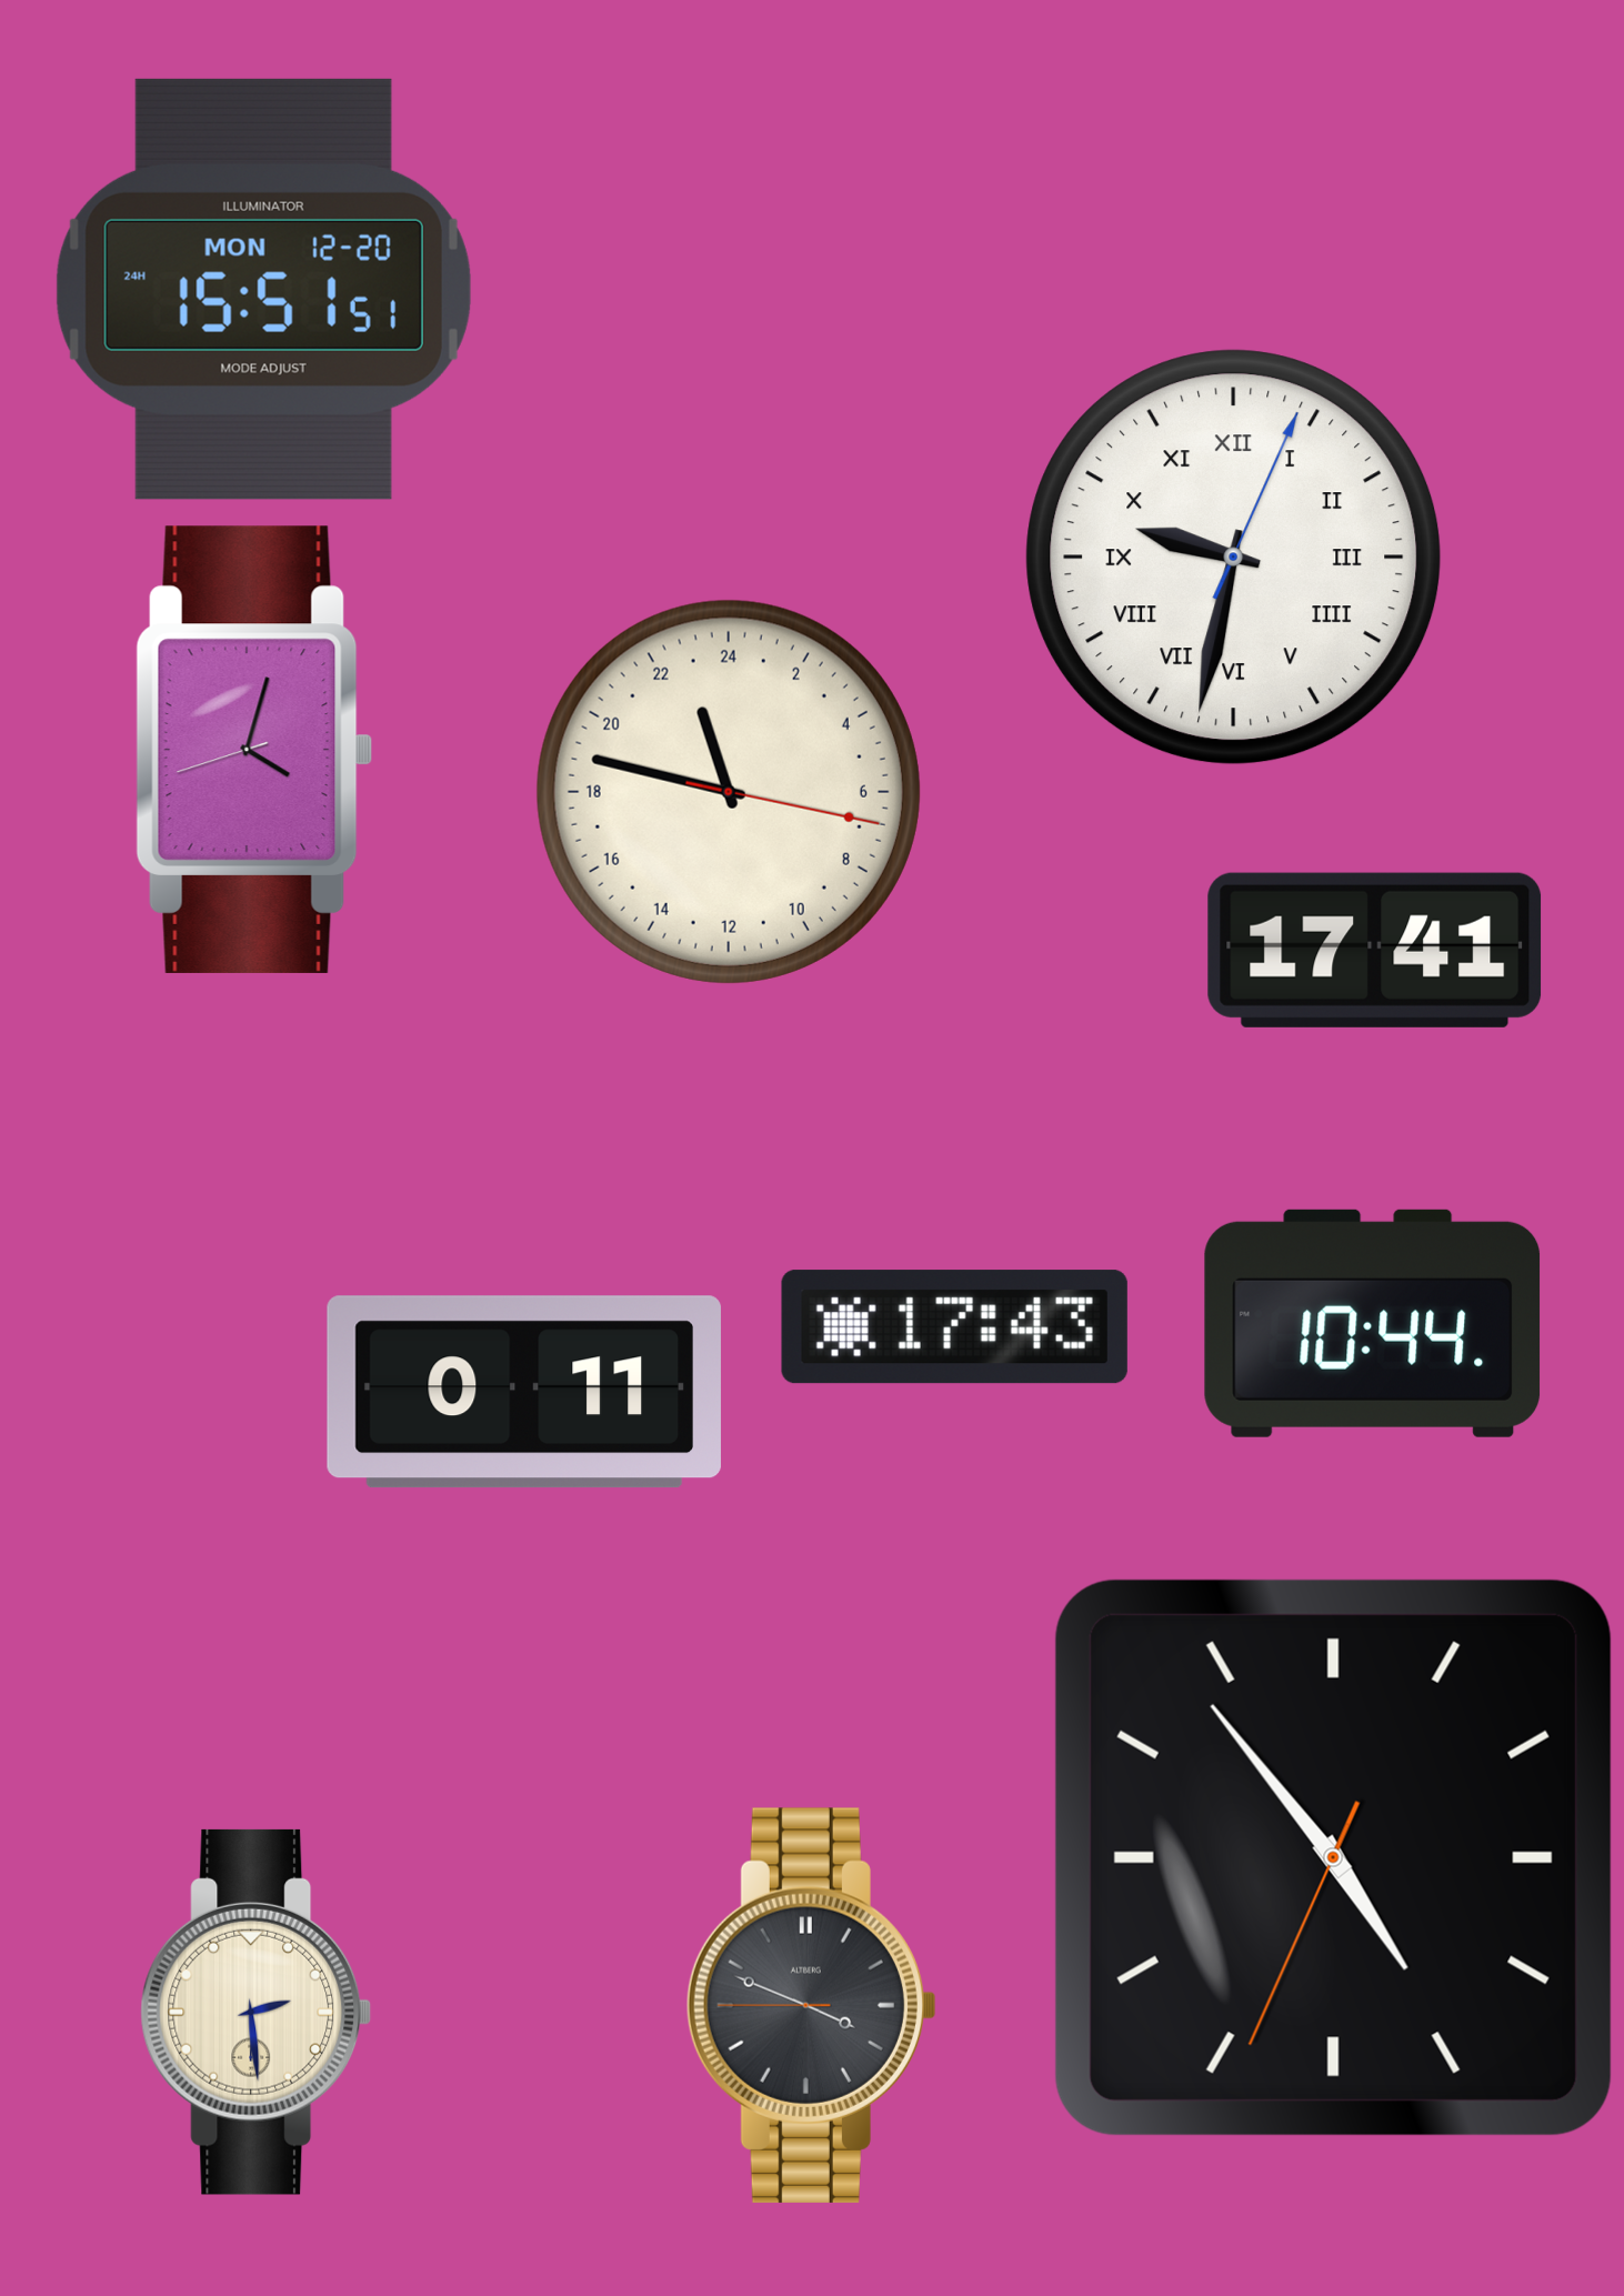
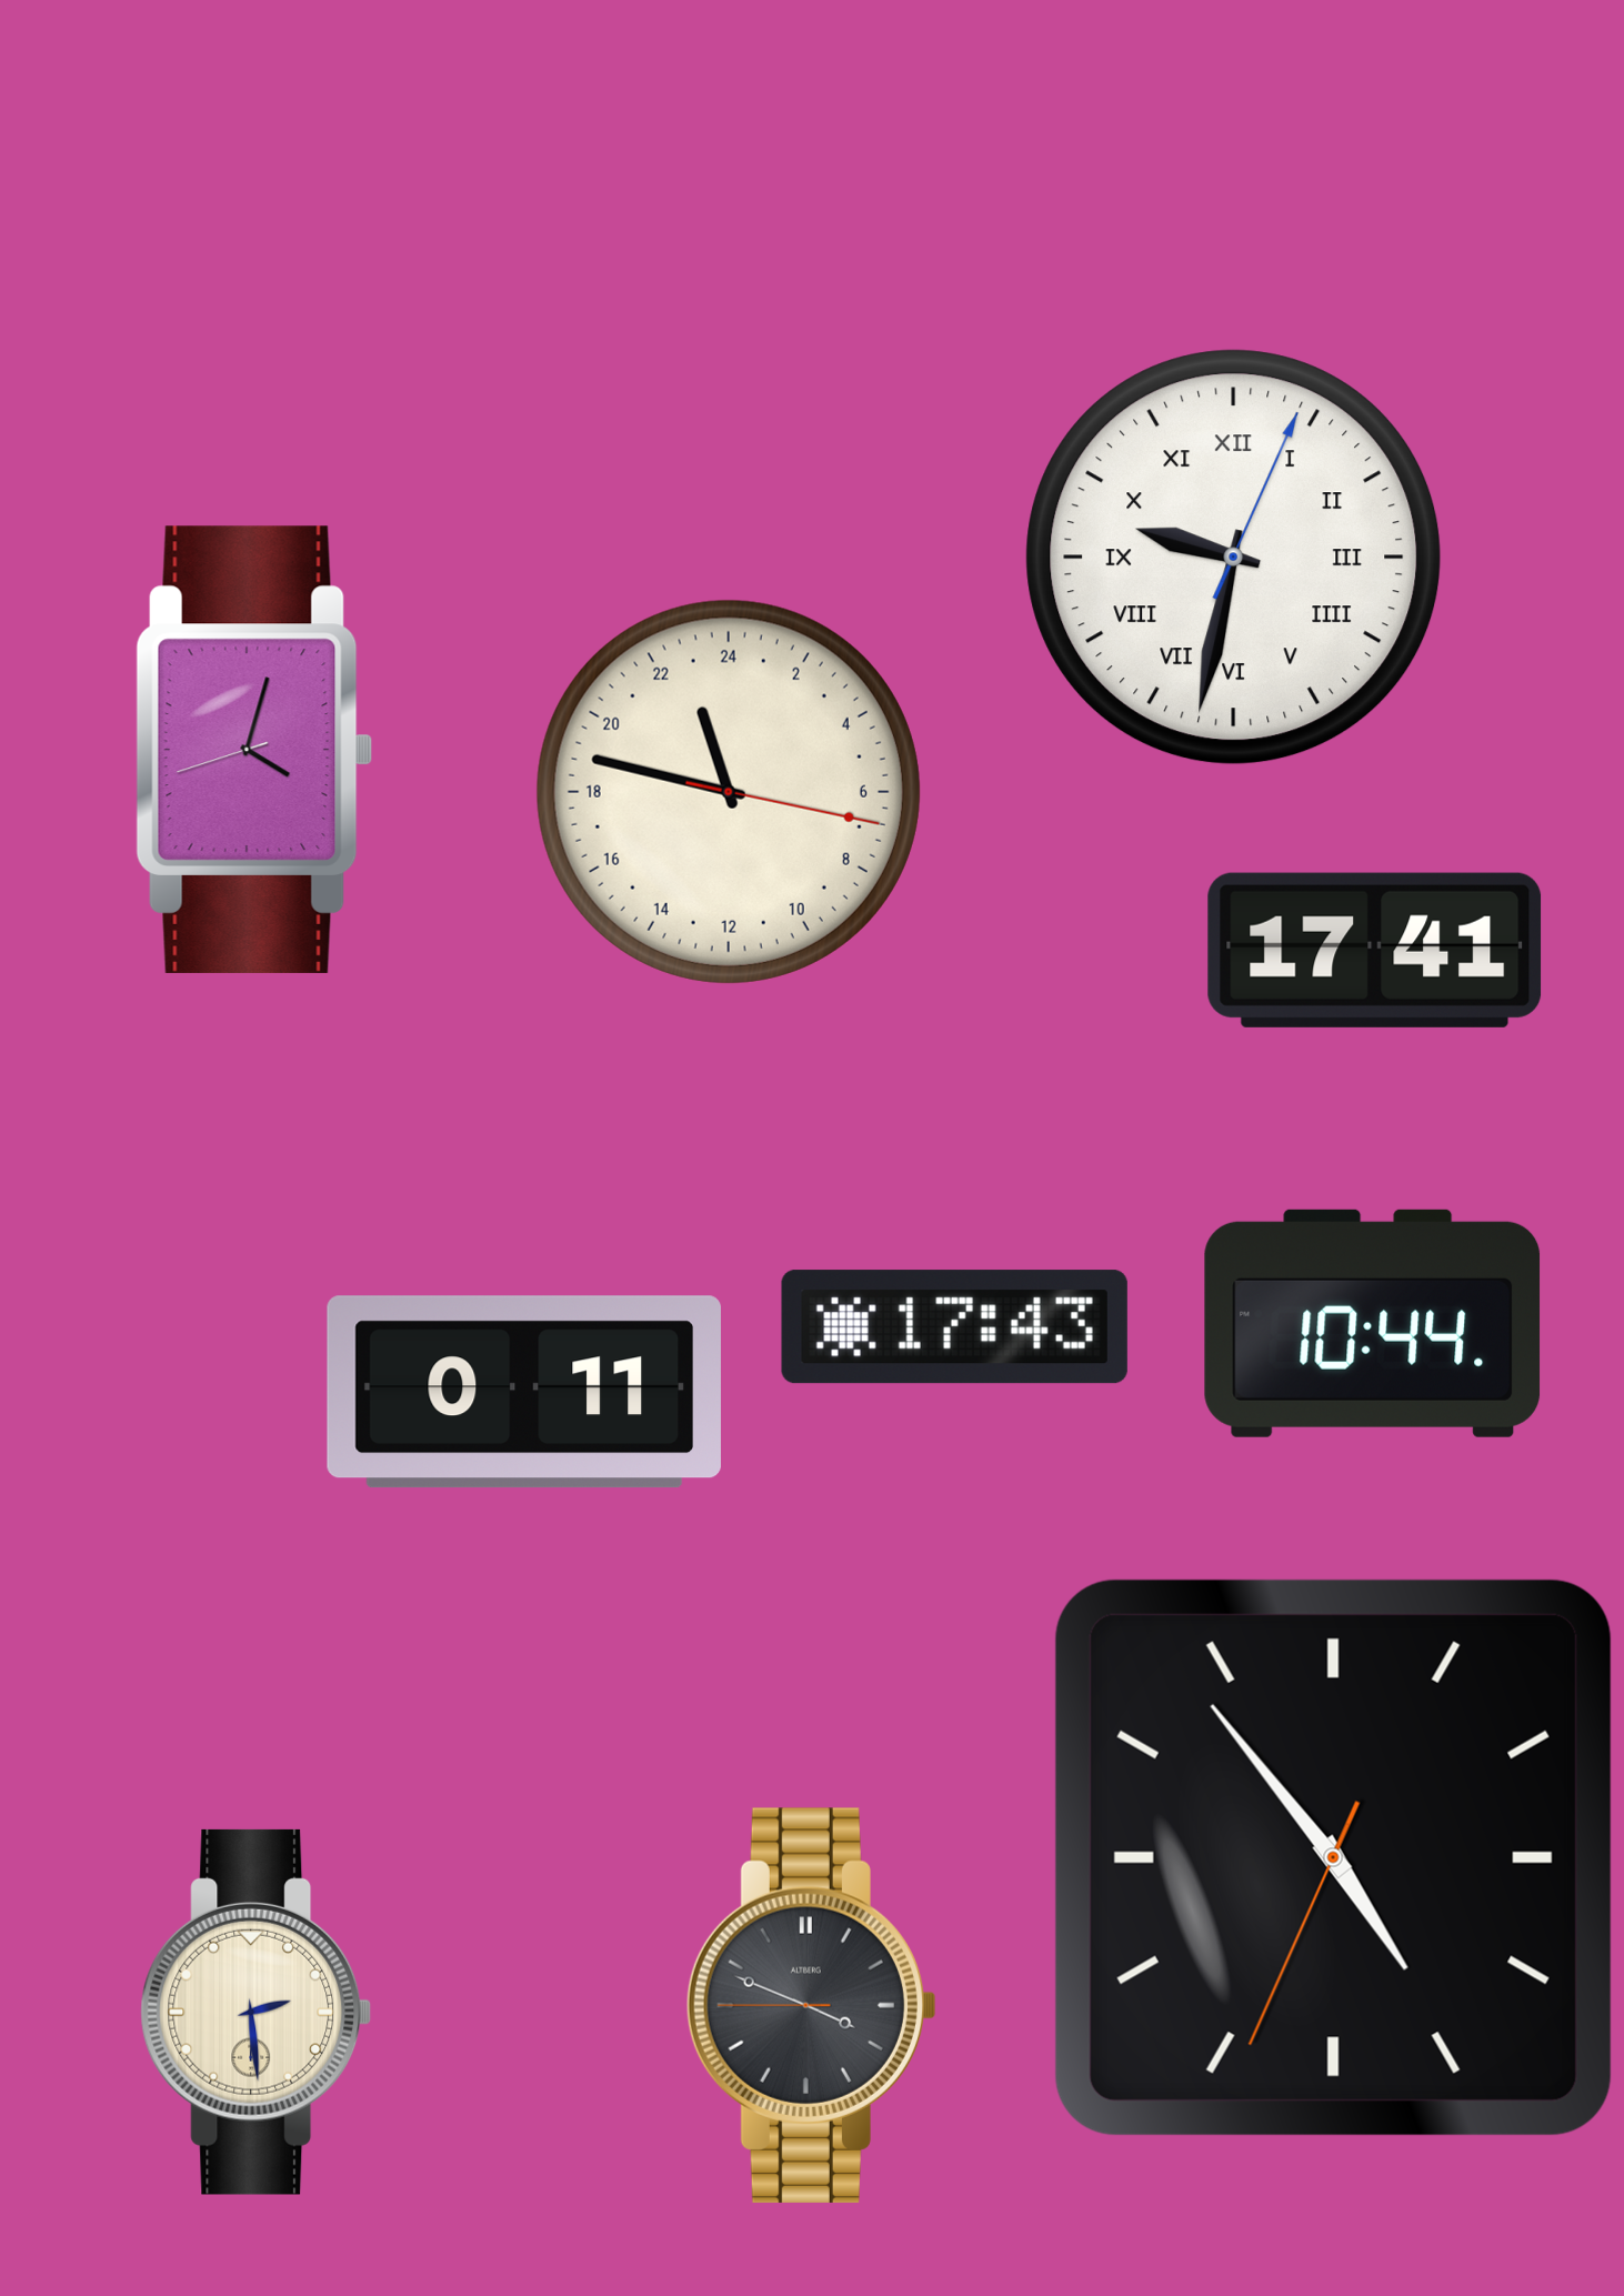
clock at (263, 289): 15:51 -> none
